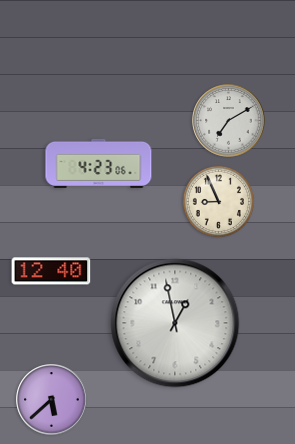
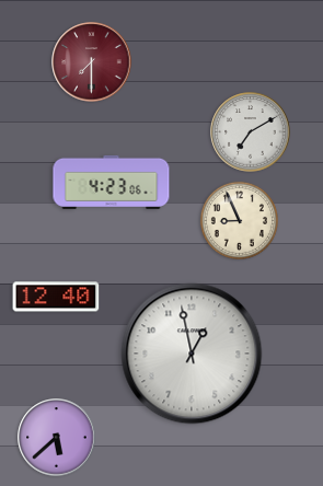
clock at (92, 62): none -> 7:30
clock at (99, 163) position: (99, 163) -> (112, 182)
